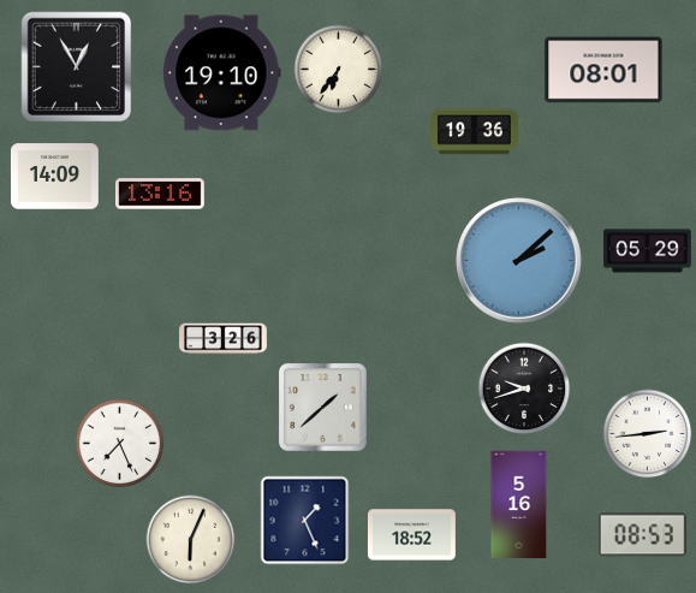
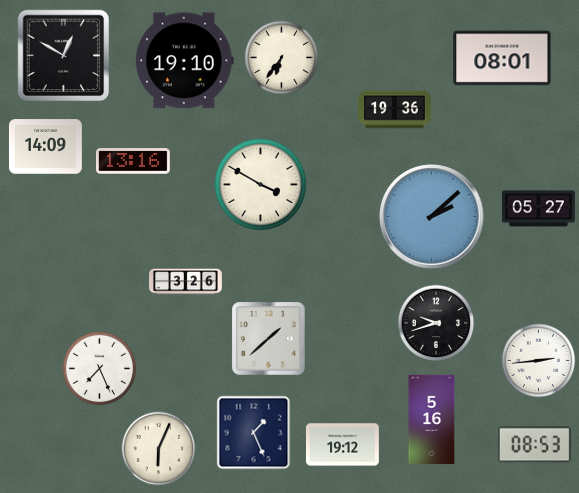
clock at (77, 67): 12:55 -> 12:50
clock at (261, 185): none -> 3:50
clock at (648, 251): 05:29 -> 05:27
clock at (411, 535): 18:52 -> 19:12
